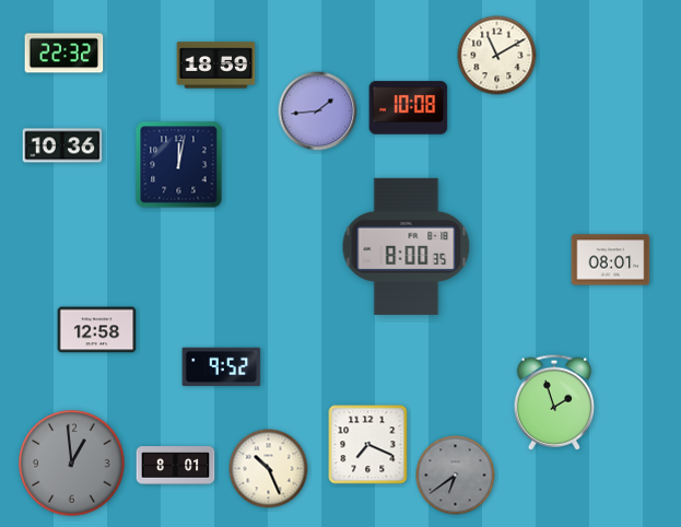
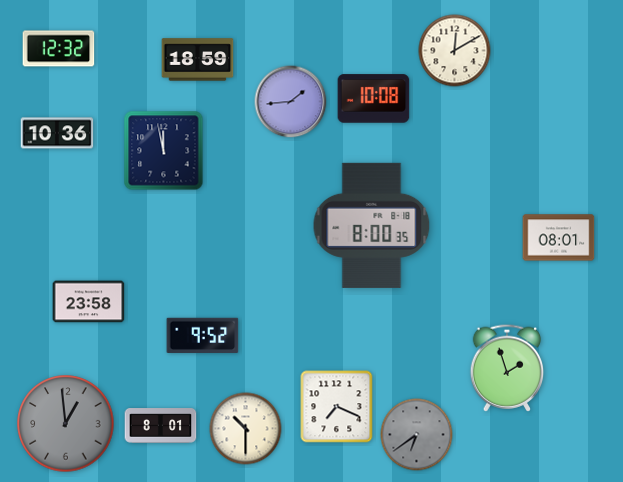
clock at (64, 54): 22:32 -> 12:32
clock at (497, 56): 11:10 -> 12:10
clock at (179, 165): 12:02 -> 11:58
clock at (97, 330): 12:58 -> 23:58
clock at (269, 469): 10:26 -> 10:30
